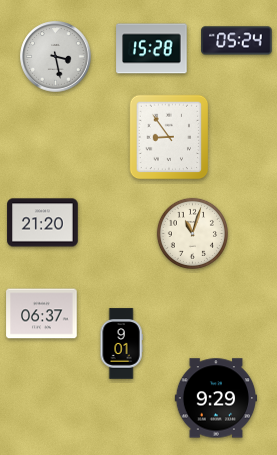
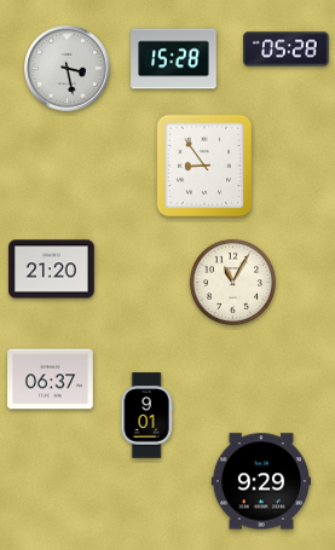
clock at (237, 41): 05:24 -> 05:28
clock at (152, 49) position: (152, 49) -> (174, 59)
clock at (192, 233): 11:03 -> 11:05
